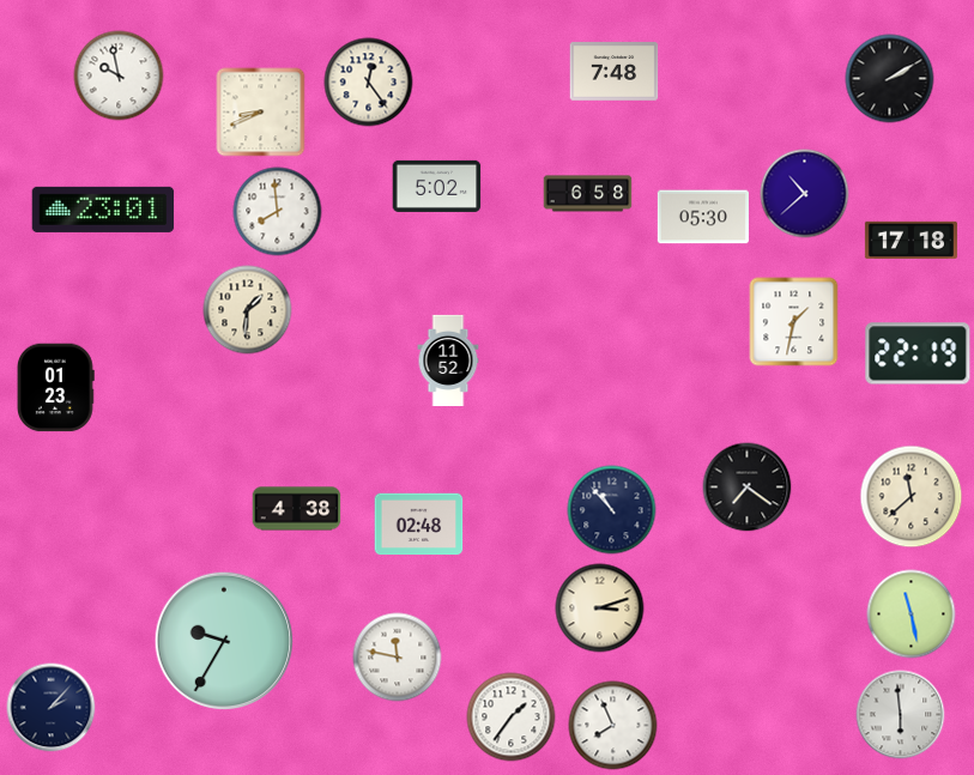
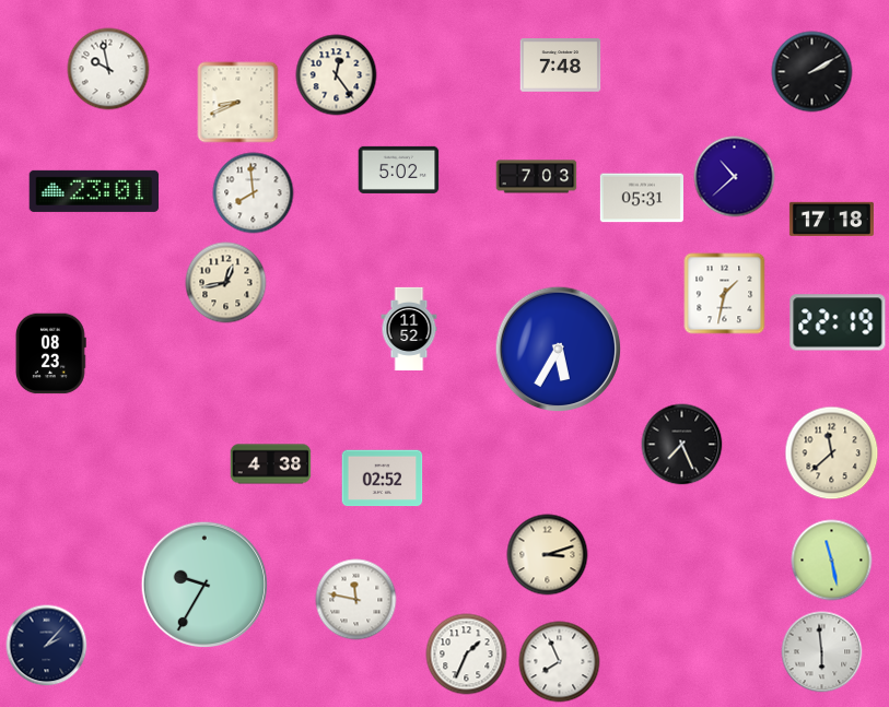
clock at (588, 194): 6:58 -> 7:03
clock at (703, 217): 05:30 -> 05:31
clock at (248, 310): 1:31 -> 12:43
clock at (559, 350): none -> 5:35
clock at (56, 388): 01:23 -> 08:23
clock at (748, 488): 7:21 -> 7:26
clock at (612, 510): 10:53 -> none
clock at (419, 525): 02:48 -> 02:52
clock at (398, 658) position: (398, 658) -> (356, 600)
clock at (512, 718): 1:36 -> 1:34
